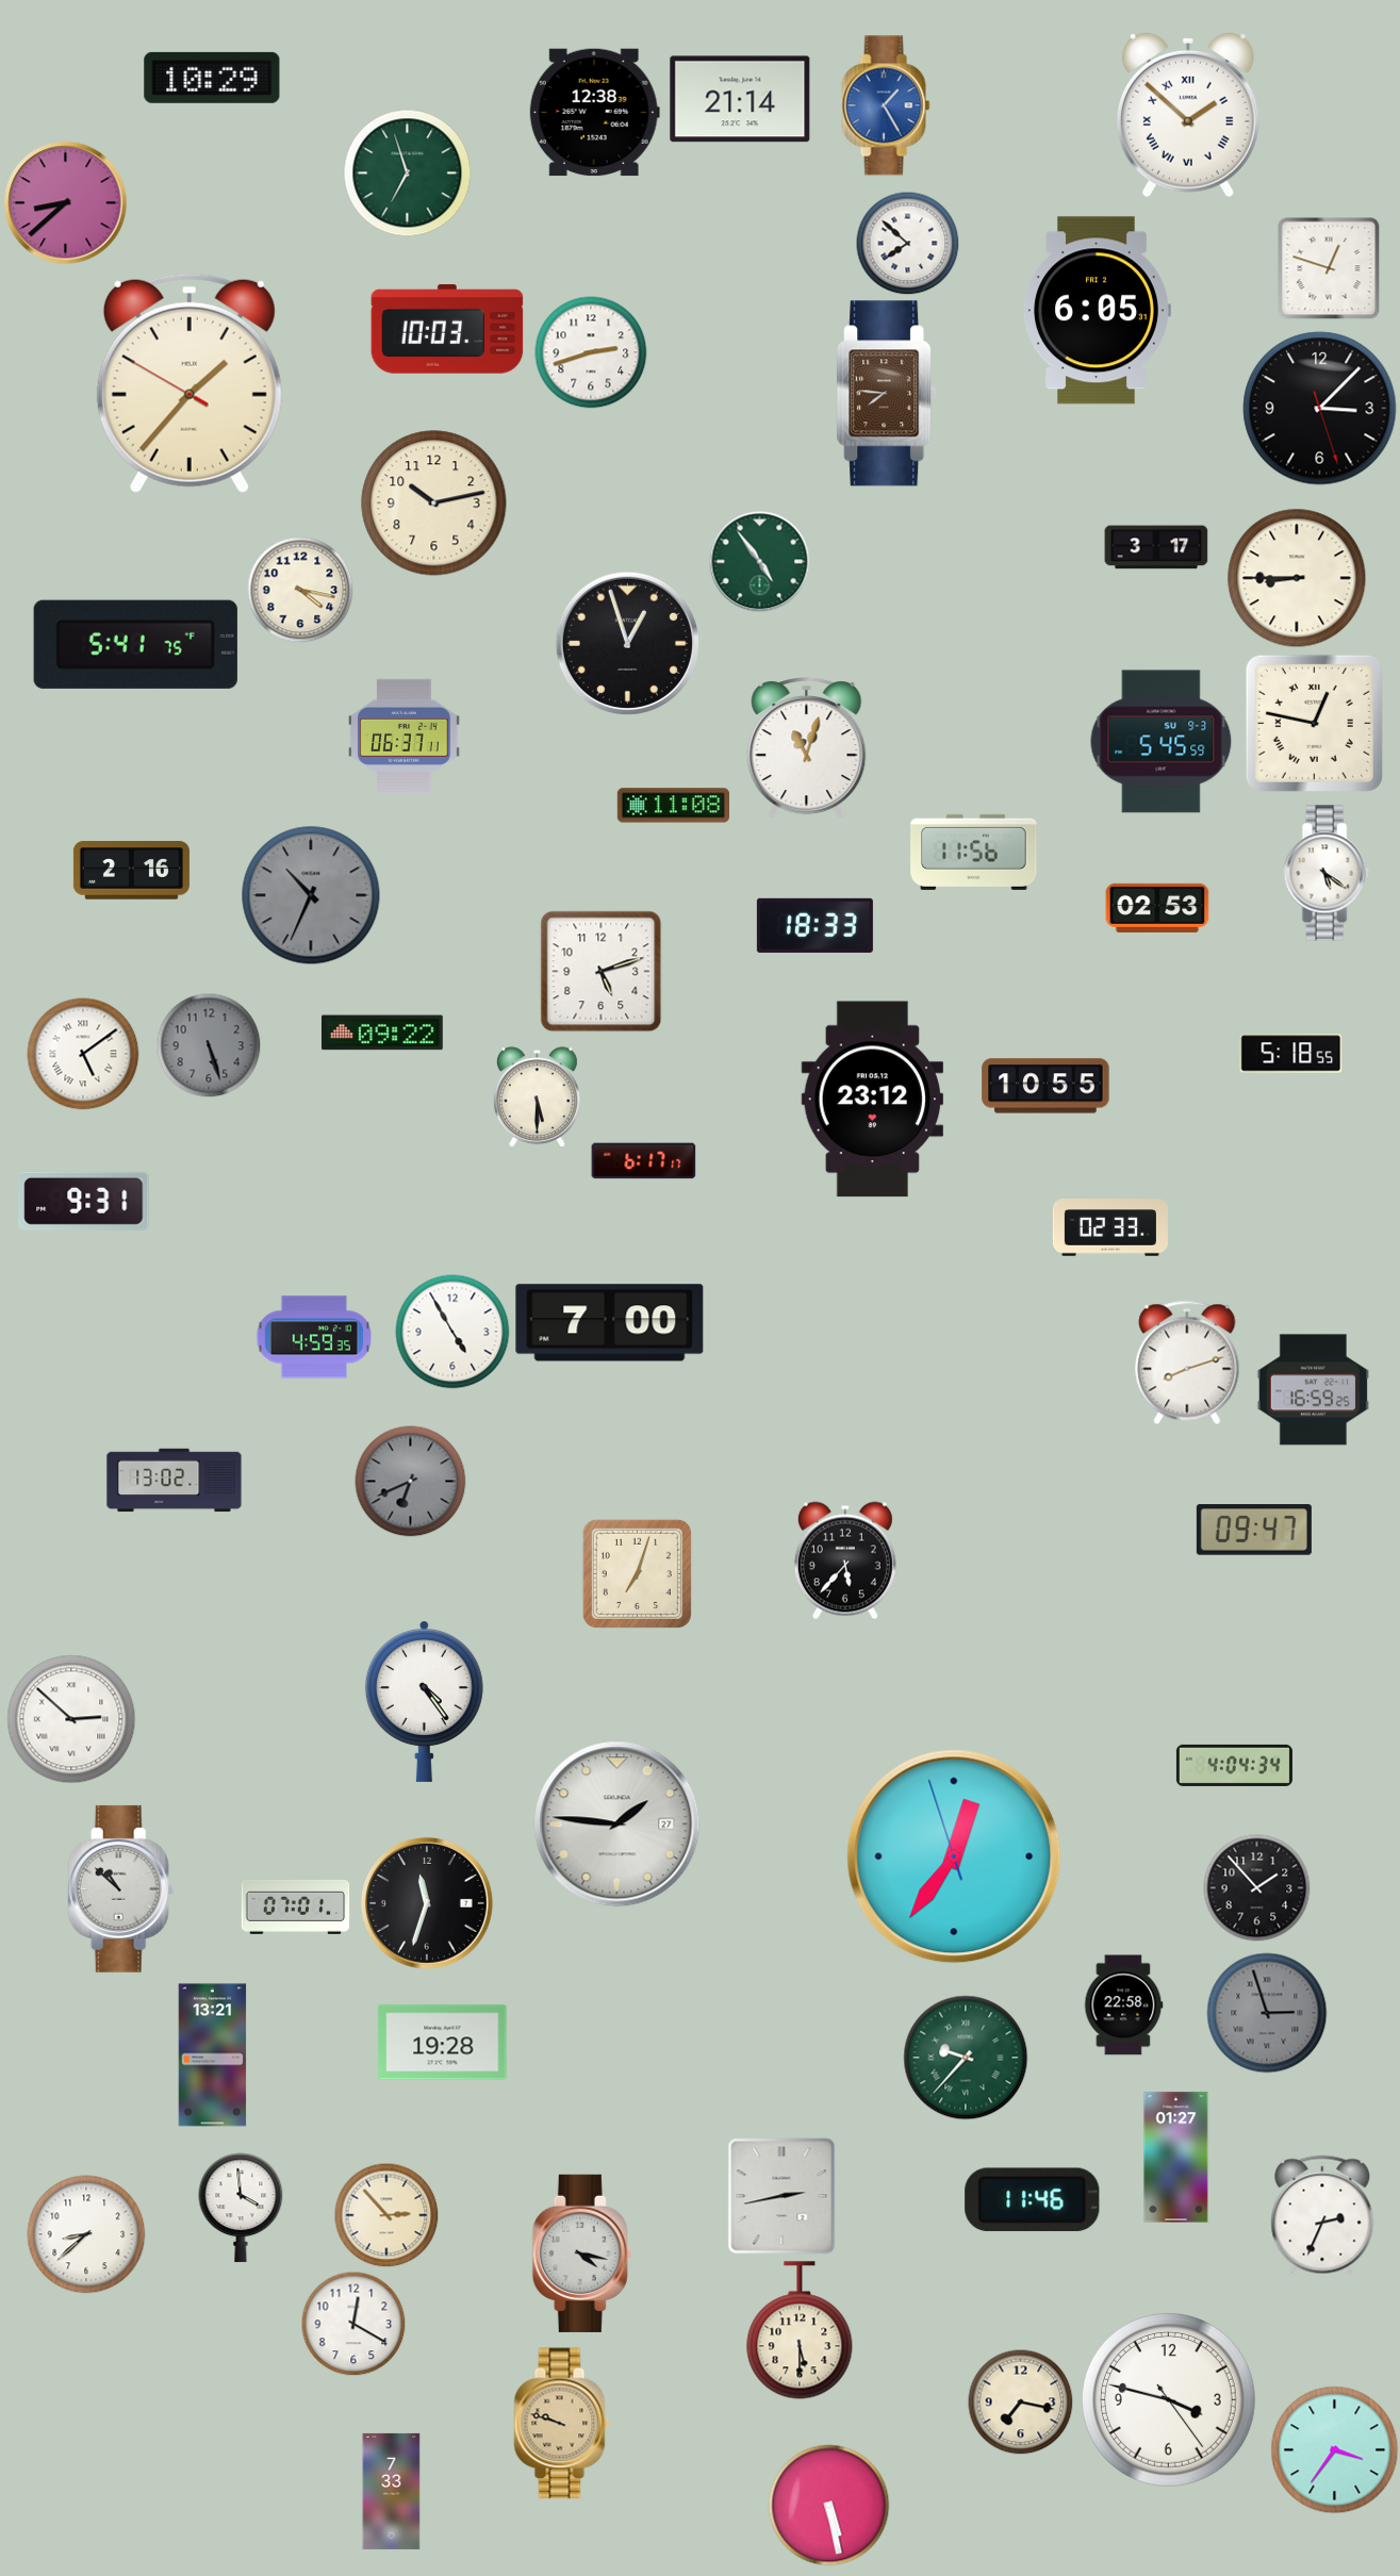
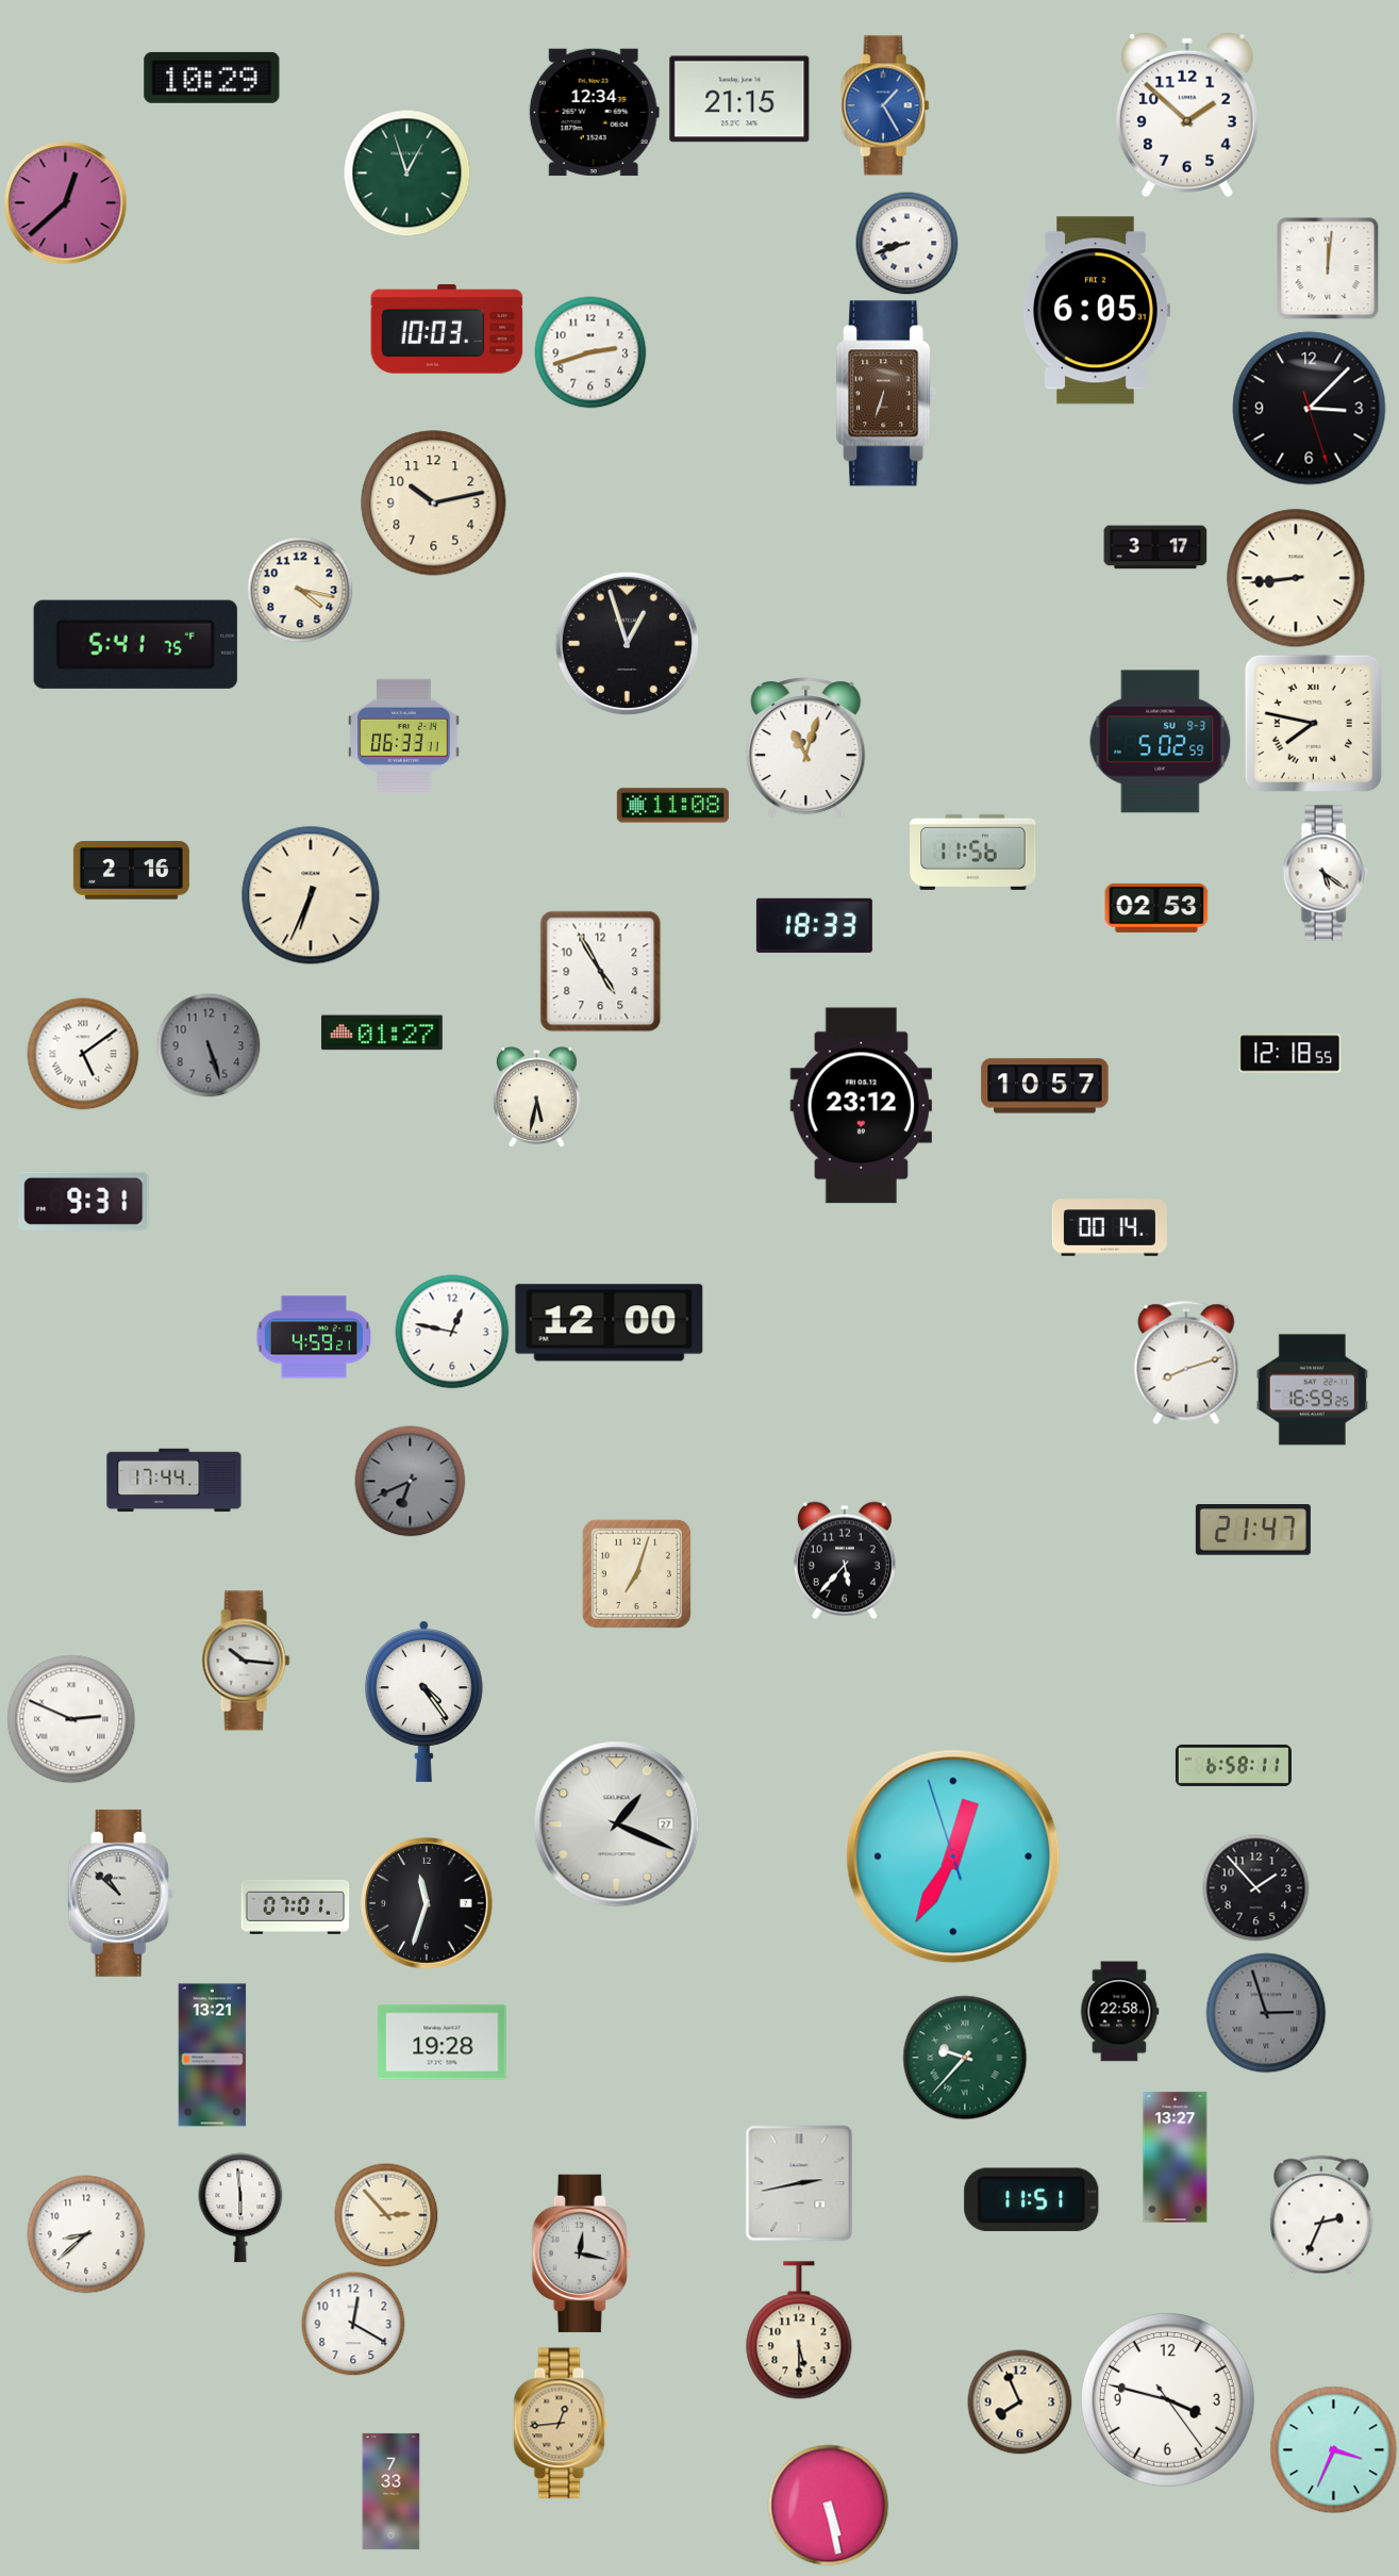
clock at (740, 99): 21:14 -> 21:15
clock at (594, 113): 12:38 -> 12:34
clock at (1188, 115) numerals: Roman -> Arabic
clock at (408, 174): 6:57 -> 12:57
clock at (66, 203): 8:38 -> 12:38
clock at (907, 243): 7:52 -> 8:42
clock at (1329, 268): 12:48 -> 12:01
clock at (190, 383): 1:36 -> none
clock at (887, 394): 7:46 -> 6:33
clock at (1320, 409) position: (1320, 409) -> (1310, 409)
clock at (759, 561): 4:54 -> none
clock at (1297, 578): 8:45 -> 8:44
clock at (1314, 723): 12:47 -> 7:47
clock at (405, 736): 06:37 -> 06:33
clock at (1162, 742): 5:45 -> 5:02
clock at (311, 895): 10:34 -> 6:34
clock at (311, 895) dial: grey -> cream
clock at (602, 972): 5:12 -> 4:55
clock at (382, 1033): 09:22 -> 01:27
clock at (1291, 1054): 5:18 -> 12:18
clock at (1045, 1086): 10:55 -> 10:57
clock at (537, 1097): 5:30 -> 5:32
clock at (872, 1100) position: (872, 1100) -> (861, 1106)
clock at (644, 1161): 6:17 -> none
clock at (1110, 1227): 02:33 -> 00:14
clock at (610, 1323): 7:00 -> 12:00
clock at (452, 1332): 4:55 -> 12:47
clock at (314, 1337): 4:59:35 -> 4:59:21
clock at (175, 1481): 13:02 -> 17:44
clock at (1254, 1530): 09:47 -> 21:47
clock at (246, 1661): none -> 10:16
clock at (71, 1719): 2:52 -> 2:49
clock at (1234, 1765): 4:04 -> 6:58
clock at (617, 1824): 1:46 -> 1:19
clock at (954, 1856): 12:35 -> 12:34
clock at (121, 1888) position: (121, 1888) -> (121, 1893)
clock at (1124, 2005) position: (1124, 2005) -> (1120, 2012)
clock at (1176, 2158): 01:27 -> 13:27
clock at (781, 2196) position: (781, 2196) -> (799, 2183)
clock at (1033, 2200): 11:46 -> 11:51
clock at (241, 2208): 3:59 -> 5:59
clock at (582, 2253): 4:17 -> 12:17
clock at (1021, 2402): 7:17 -> 7:56
clock at (562, 2424): 9:48 -> 12:44
clock at (1335, 2450): 3:36 -> 3:34
